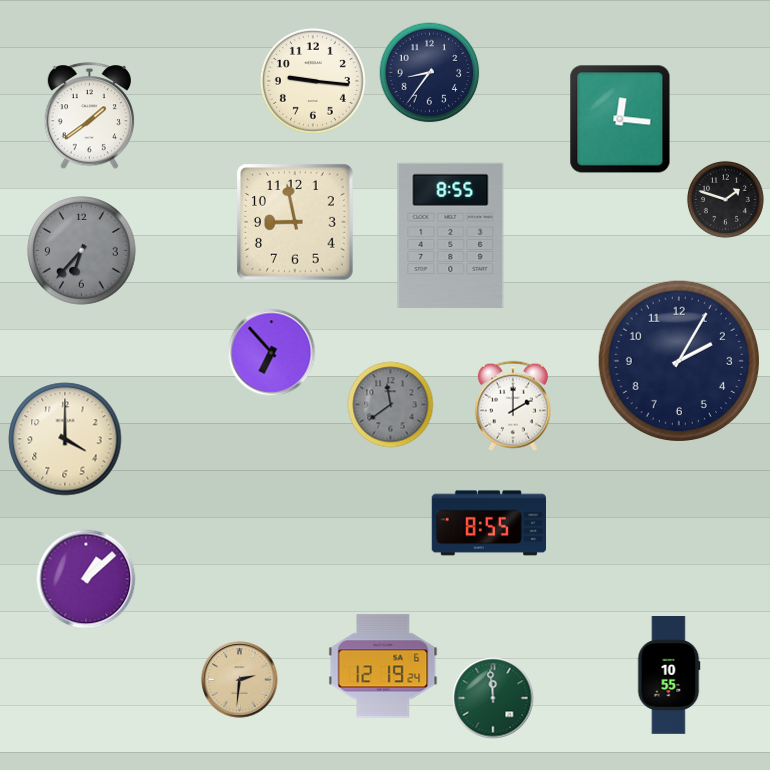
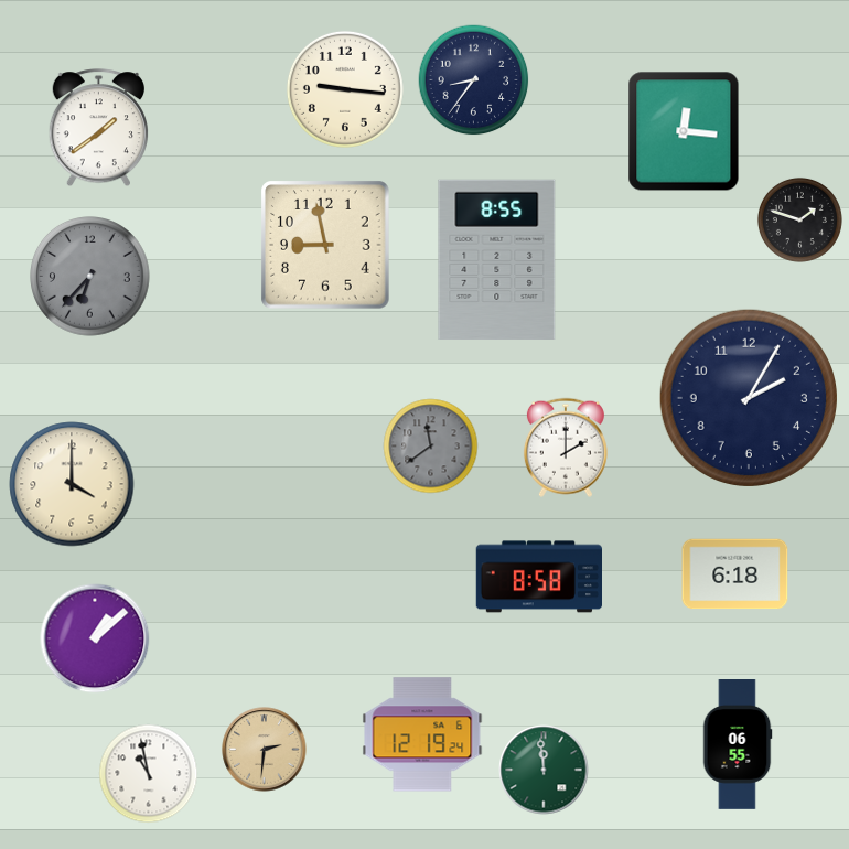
clock at (272, 353): 6:53 -> none
clock at (735, 574): none -> 6:18
clock at (488, 523): 8:55 -> 8:58
clock at (669, 676): 10:55 -> 06:55
clock at (149, 774): none -> 10:58
